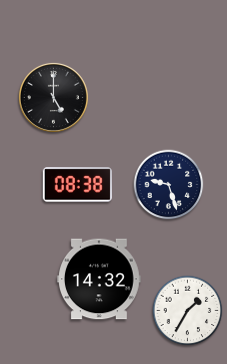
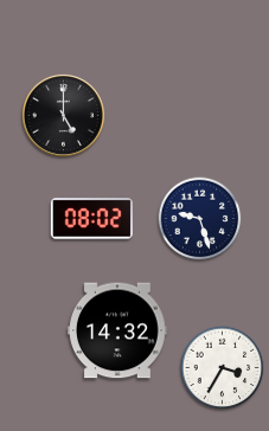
clock at (77, 185): 08:38 -> 08:02
clock at (188, 311): 1:35 -> 3:35
